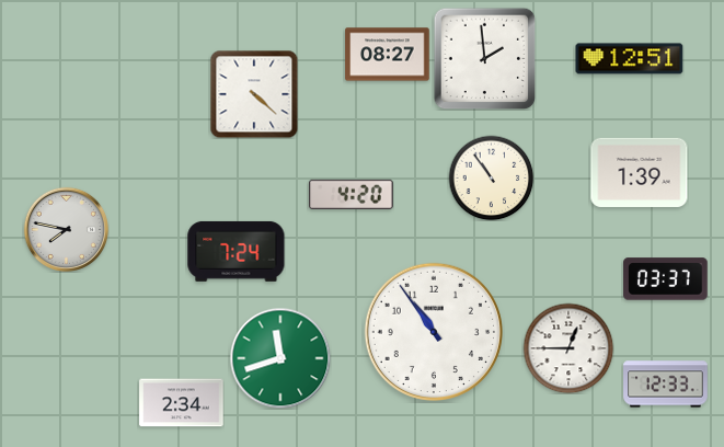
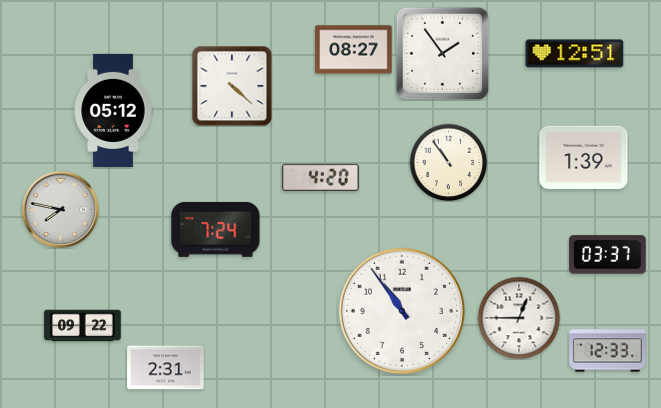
clock at (484, 58): 1:59 -> 1:54
clock at (113, 110): none -> 05:12
clock at (434, 332) position: (434, 332) -> (402, 311)
clock at (83, 326): none -> 09:22
clock at (280, 358): 11:42 -> none
clock at (182, 403): 2:34 -> 2:31
